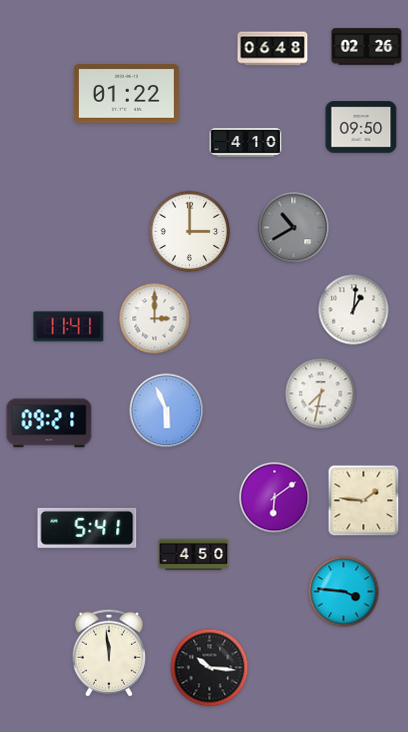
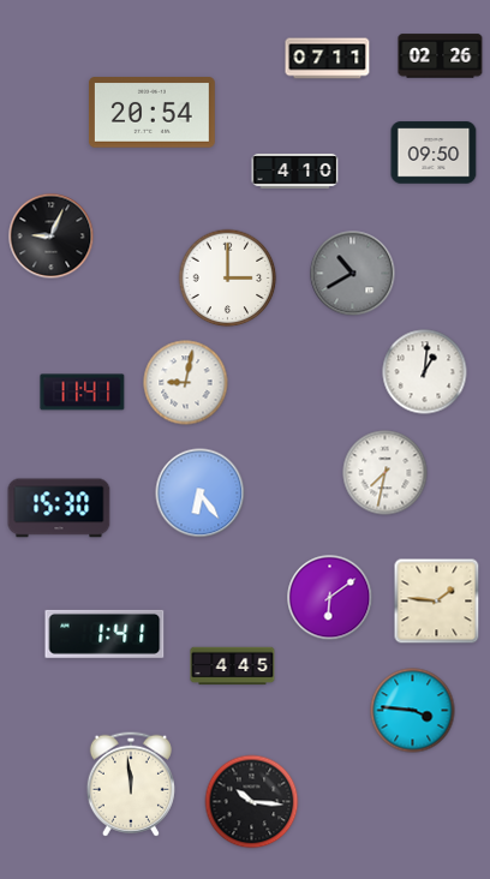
clock at (273, 49): 06:48 -> 07:11
clock at (126, 94): 01:22 -> 20:54
clock at (52, 237): none -> 9:04
clock at (155, 319): 3:00 -> 9:02
clock at (167, 411): 5:56 -> 6:24
clock at (49, 423): 09:21 -> 15:30
clock at (87, 528): 5:41 -> 1:41
clock at (194, 555): 4:50 -> 4:45
